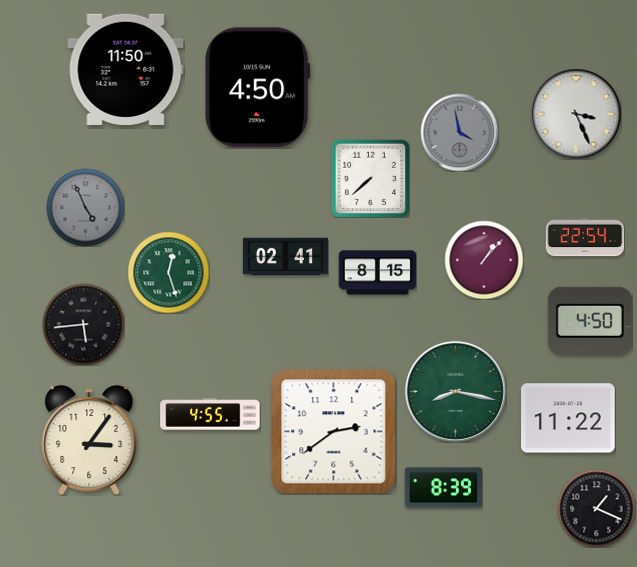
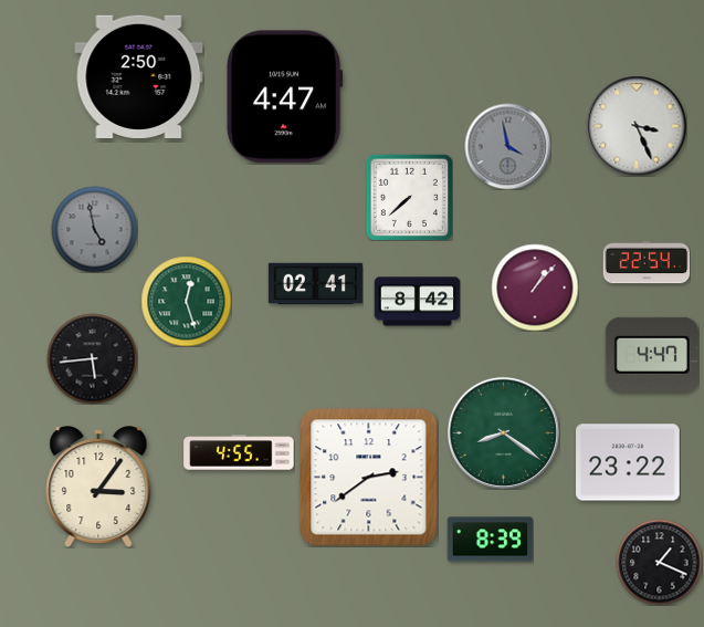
clock at (126, 69): 11:50 -> 2:50
clock at (257, 88): 4:50 -> 4:47
clock at (85, 207): 4:56 -> 4:58
clock at (377, 273): 8:15 -> 8:42
clock at (590, 321): 4:50 -> 4:47
clock at (455, 391): 8:17 -> 8:21
clock at (210, 414) position: (210, 414) -> (239, 452)
clock at (569, 418): 11:22 -> 23:22
